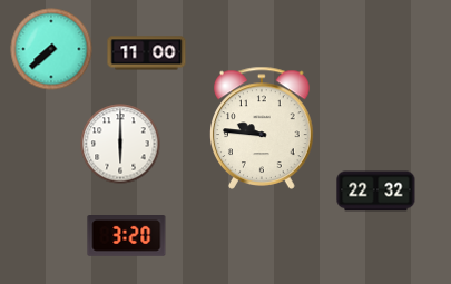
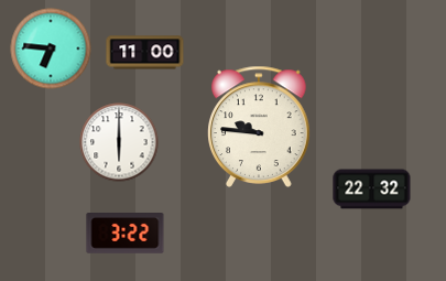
clock at (51, 49): 7:38 -> 6:46
clock at (127, 236): 3:20 -> 3:22
